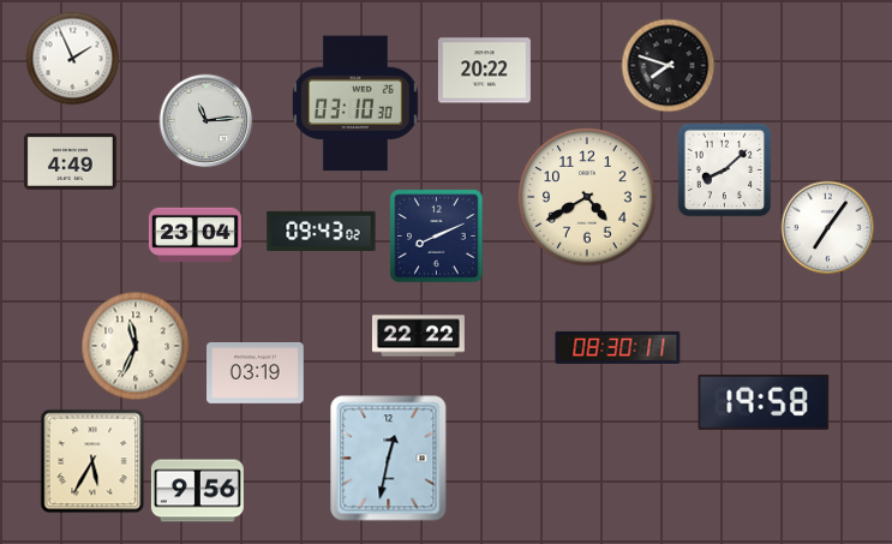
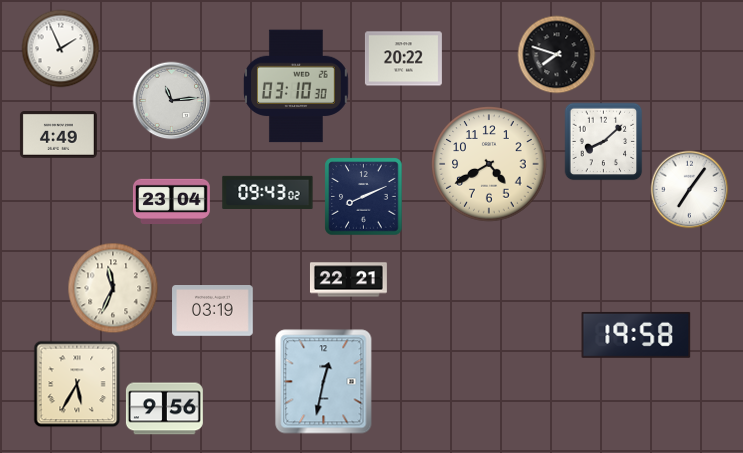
clock at (194, 235) position: (194, 235) -> (171, 202)
clock at (418, 336): 22:22 -> 22:21
clock at (618, 347): 08:30 -> none
